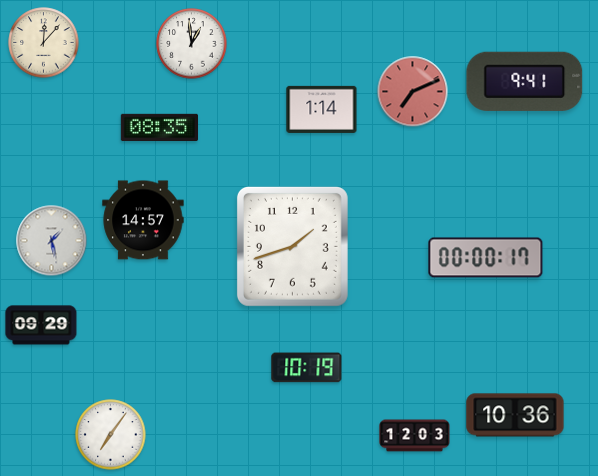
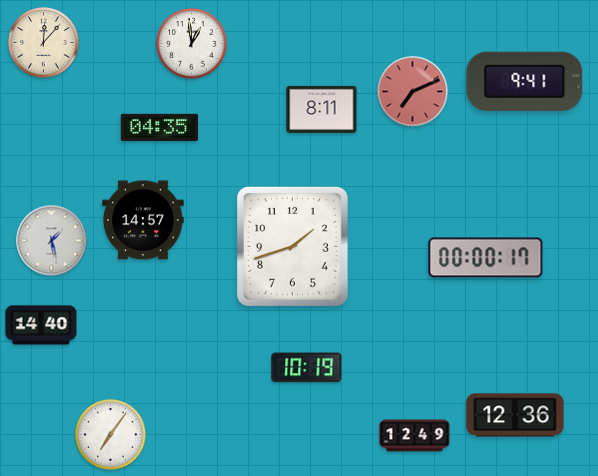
clock at (322, 109): 1:14 -> 8:11
clock at (159, 127): 08:35 -> 04:35
clock at (41, 325): 09:29 -> 14:40
clock at (515, 415): 10:36 -> 12:36
clock at (415, 436): 12:03 -> 12:49
